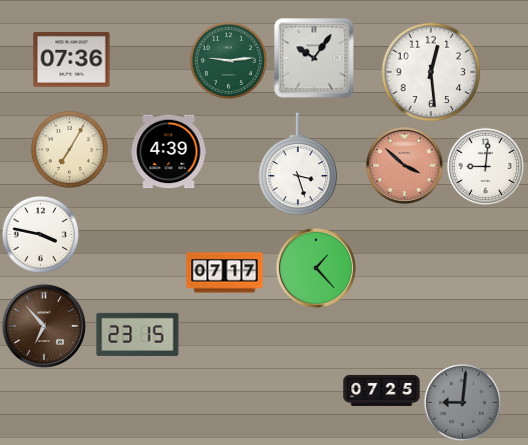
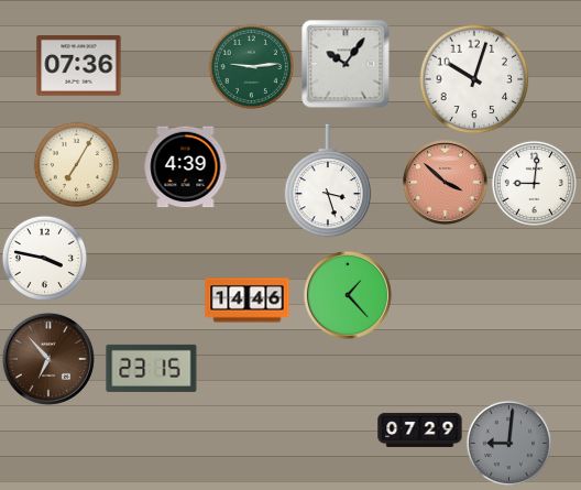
clock at (431, 72): 12:29 -> 10:03
clock at (225, 273): 07:17 -> 14:46
clock at (382, 390): 07:25 -> 07:29
